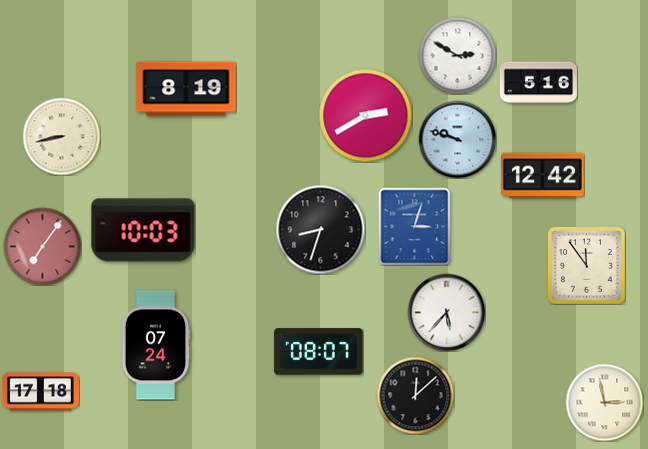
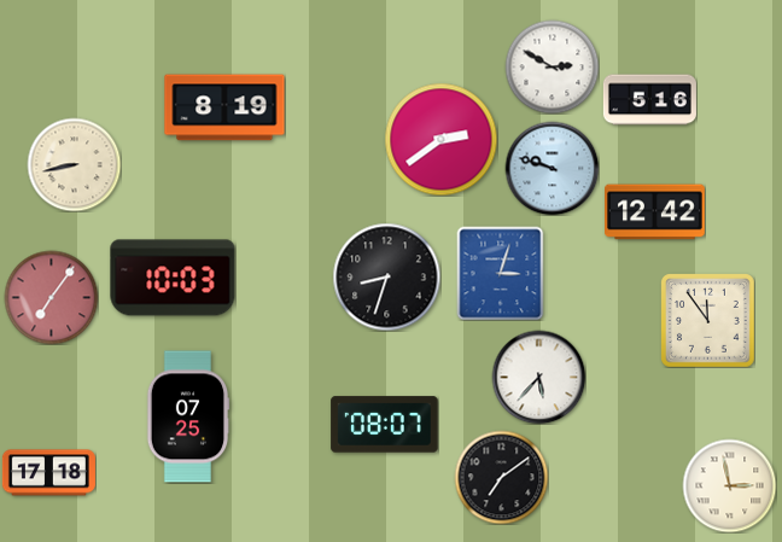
clock at (365, 115): 2:40 -> 2:39
clock at (156, 345): 07:24 -> 07:25
clock at (415, 395): 12:08 -> 7:09
